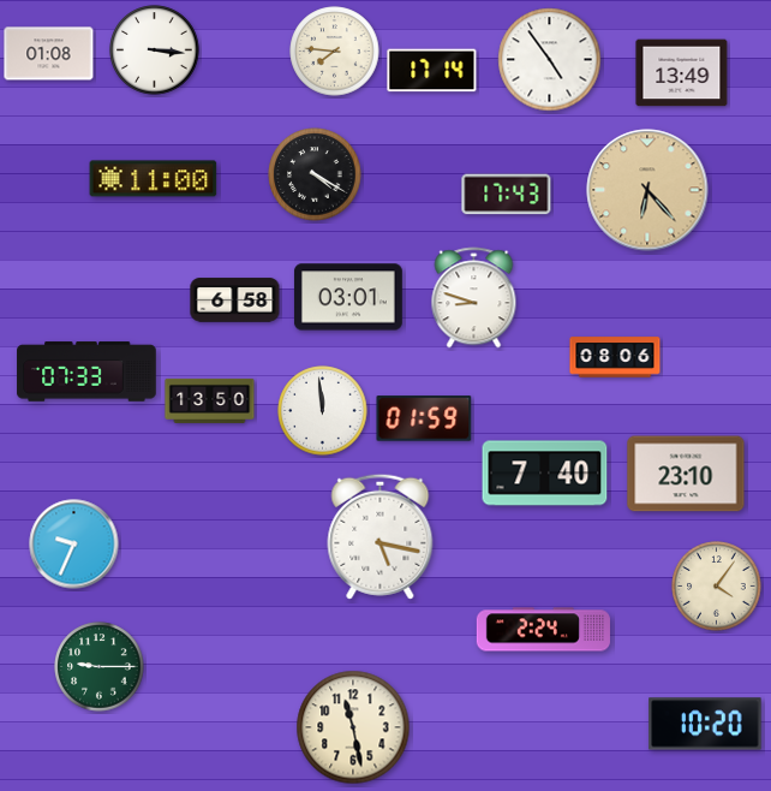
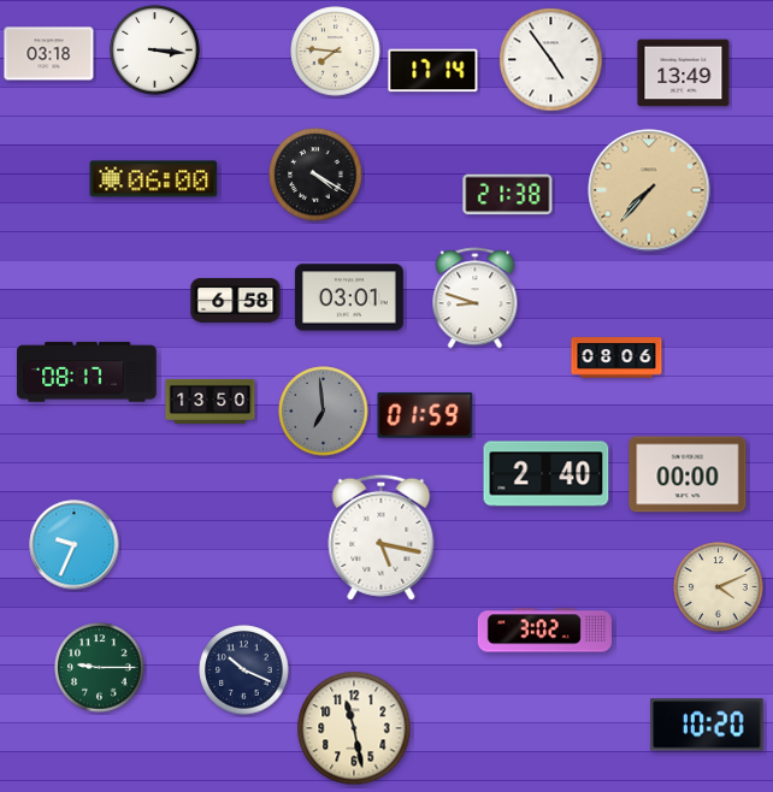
clock at (49, 54): 01:08 -> 03:18
clock at (154, 179): 11:00 -> 06:00
clock at (647, 190): 6:23 -> 7:37
clock at (507, 195): 17:43 -> 21:38
clock at (86, 371): 07:33 -> 08:17
clock at (323, 411): 11:59 -> 6:59
clock at (323, 411) dial: white -> grey
clock at (424, 418) position: (424, 418) -> (425, 415)
clock at (545, 474): 7:40 -> 2:40
clock at (686, 474): 23:10 -> 00:00
clock at (717, 587): 4:06 -> 4:11
clock at (543, 630): 2:24 -> 3:02
clock at (244, 670): none -> 10:19
